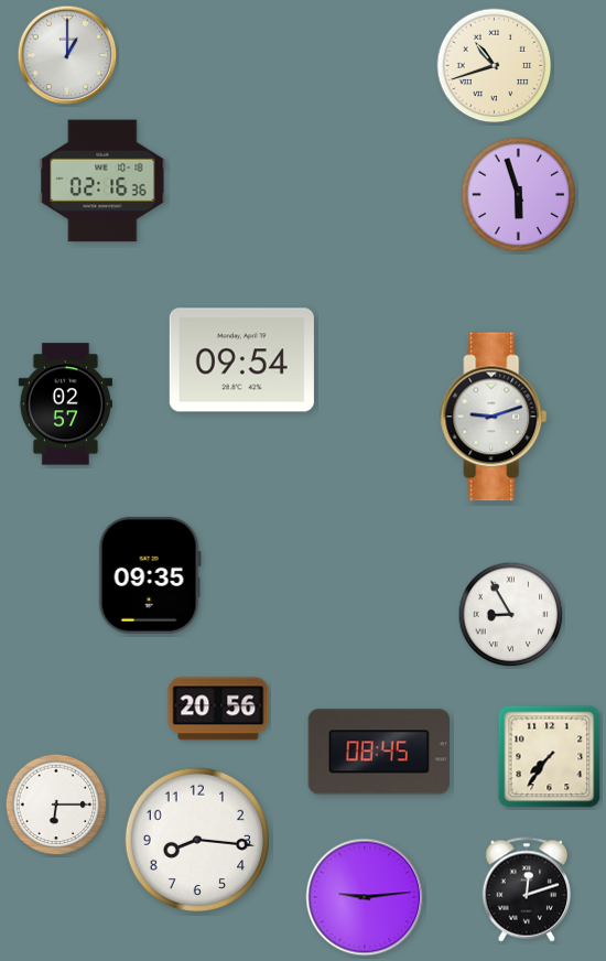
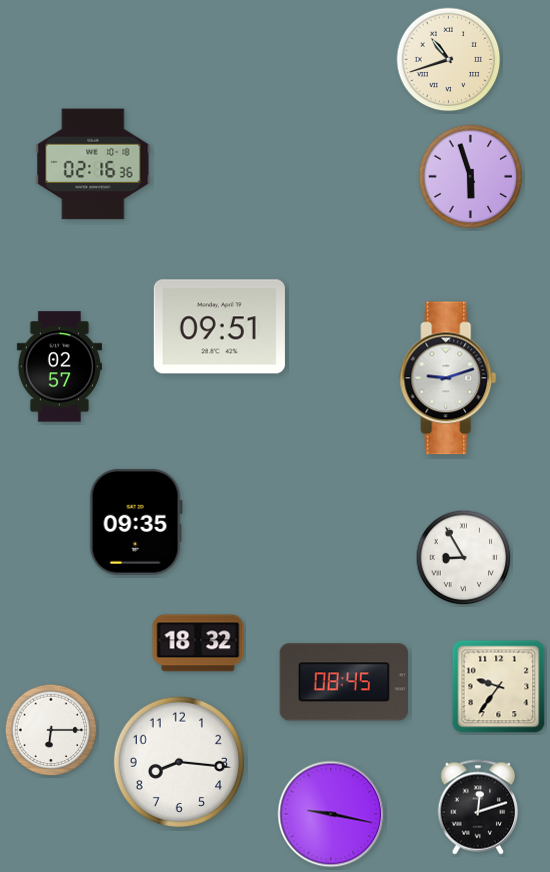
clock at (67, 55): 1:00 -> none
clock at (241, 360): 09:54 -> 09:51
clock at (218, 709): 20:56 -> 18:32
clock at (550, 757): 7:36 -> 9:36
clock at (365, 897): 9:14 -> 9:17
